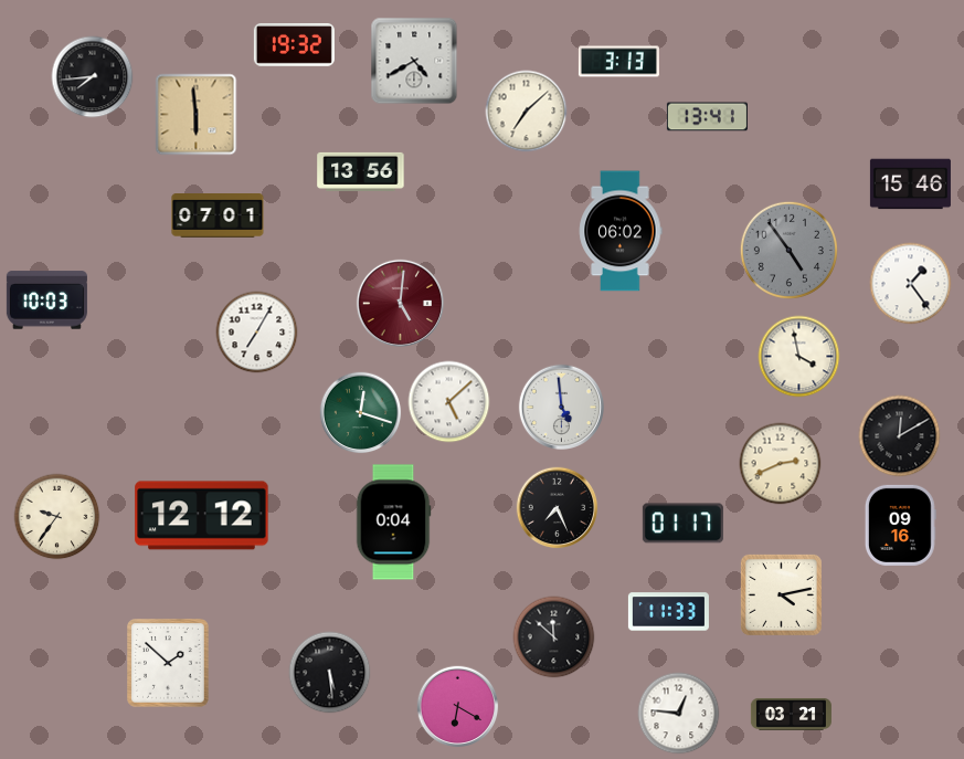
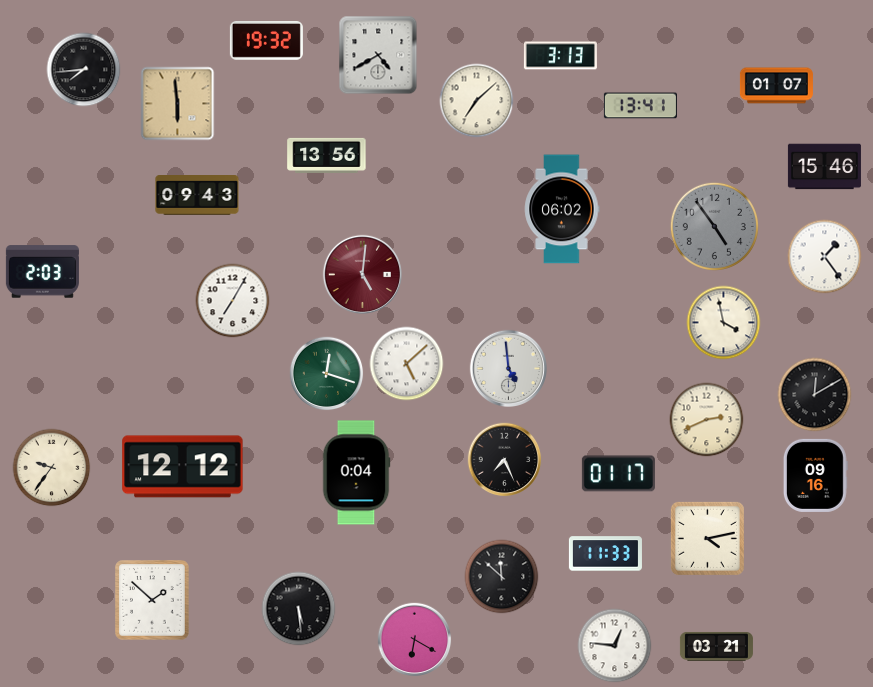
clock at (414, 61) position: (414, 61) -> (378, 55)
clock at (776, 86): none -> 01:07
clock at (218, 217): 07:01 -> 09:43
clock at (46, 301): 10:03 -> 2:03
